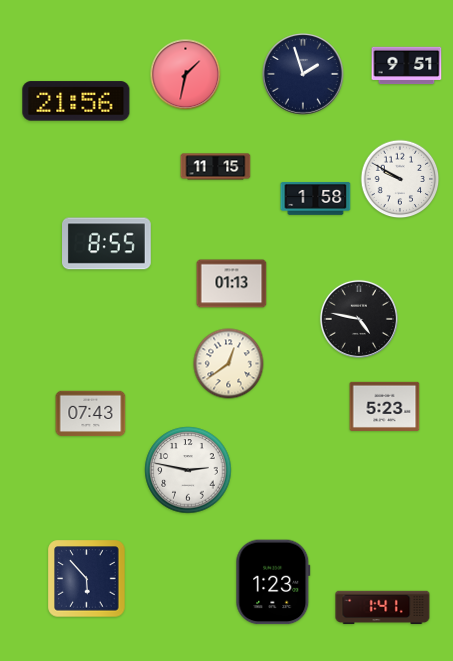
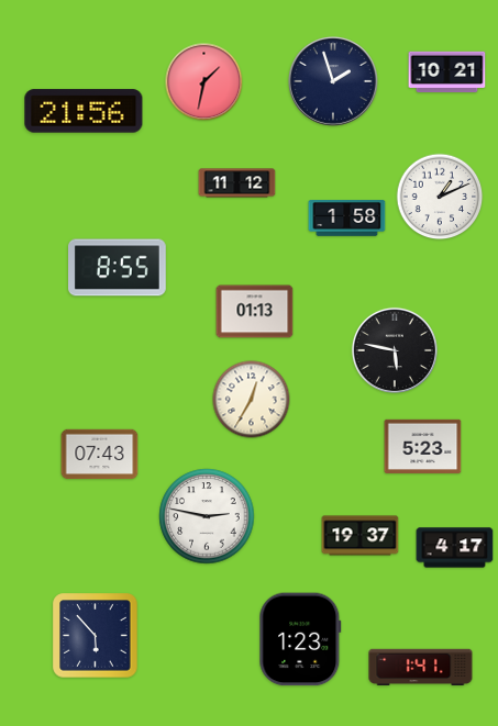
clock at (407, 66): 9:51 -> 10:21
clock at (216, 167): 11:15 -> 11:12
clock at (400, 179): 9:50 -> 1:11
clock at (359, 319): 4:47 -> 5:47
clock at (229, 364): 12:39 -> 12:35
clock at (361, 536): none -> 19:37
clock at (455, 548): none -> 4:17
